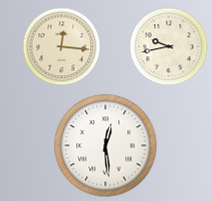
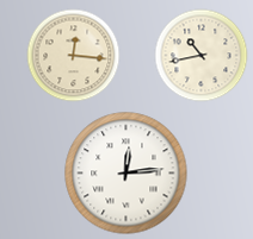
clock at (168, 46): 9:43 -> 10:43
clock at (106, 146): 12:29 -> 12:14
